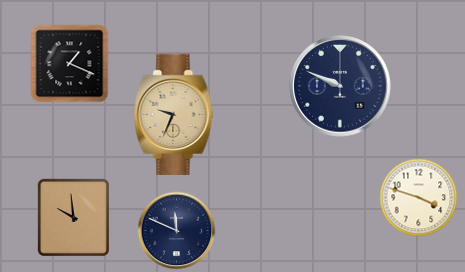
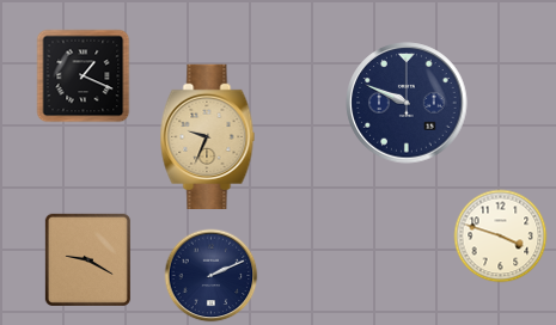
clock at (73, 217): 9:59 -> 9:20
clock at (176, 230): 11:49 -> 2:11
